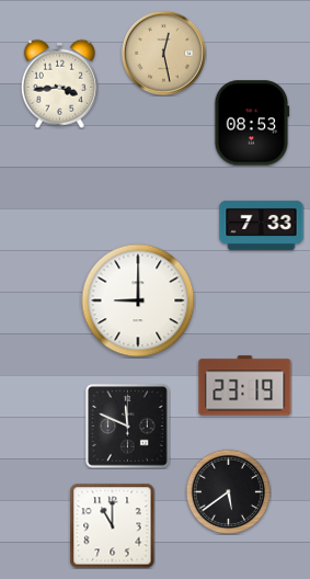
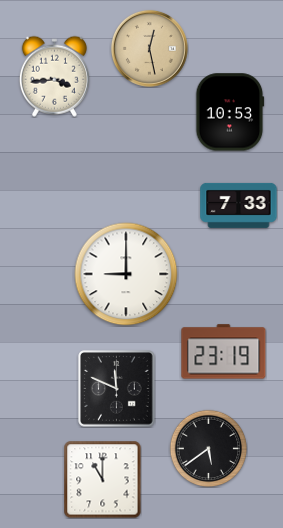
clock at (252, 123): 08:53 -> 10:53
